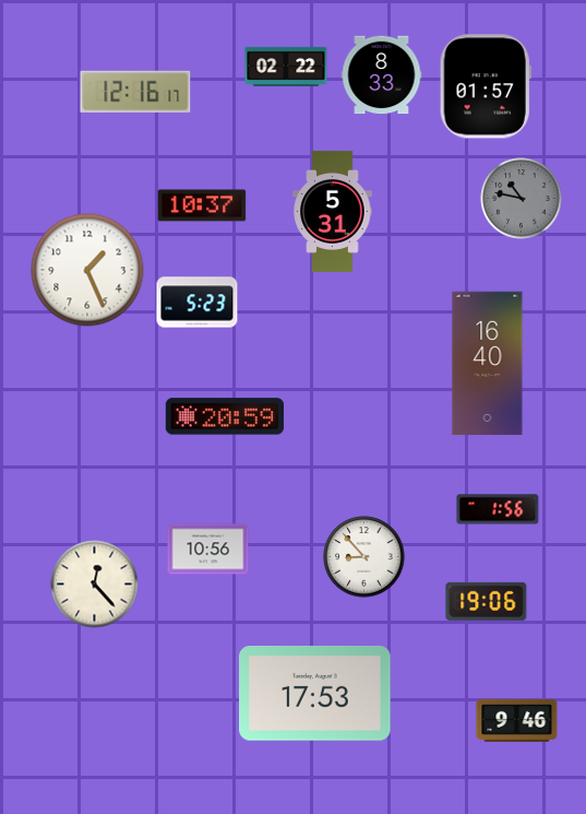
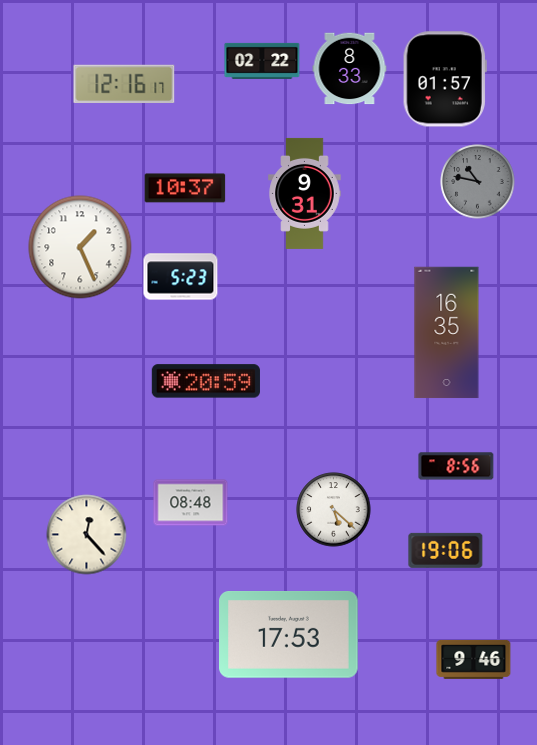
clock at (333, 211): 5:31 -> 9:31
clock at (488, 364): 16:40 -> 16:35
clock at (498, 509): 1:56 -> 8:56
clock at (208, 550): 10:56 -> 08:48
clock at (364, 557): 8:53 -> 5:22
